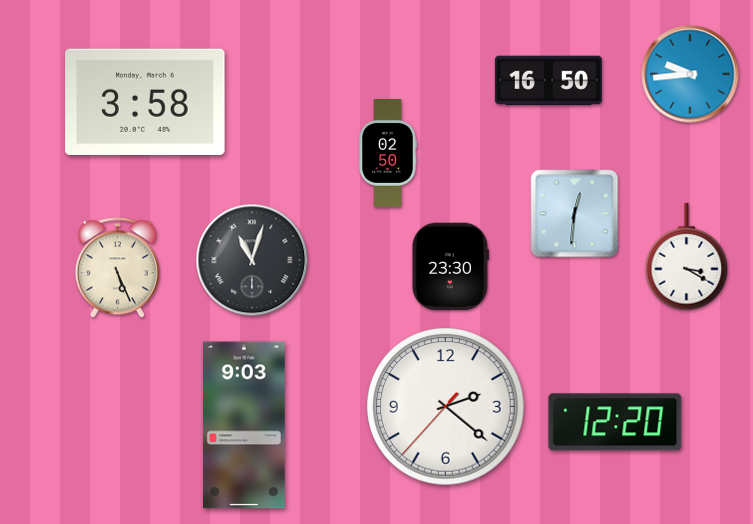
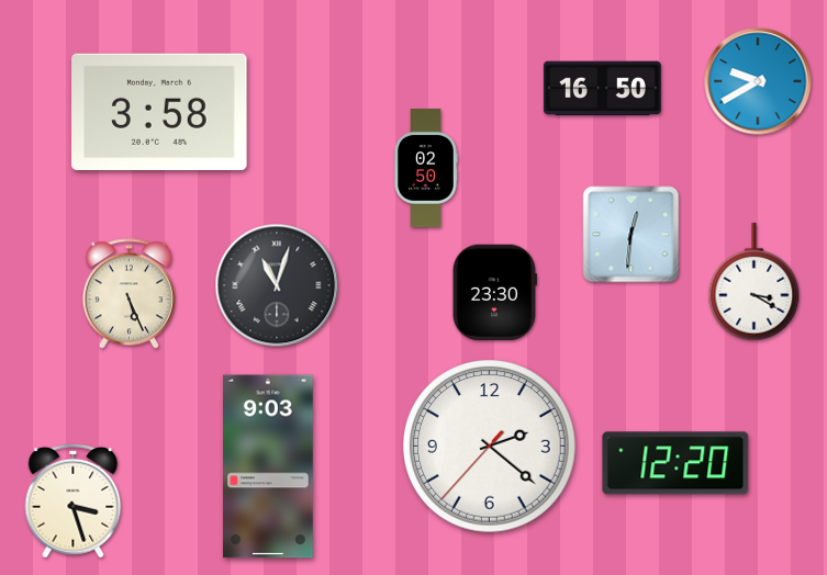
clock at (690, 74): 9:44 -> 9:40
clock at (74, 500): none -> 3:27
